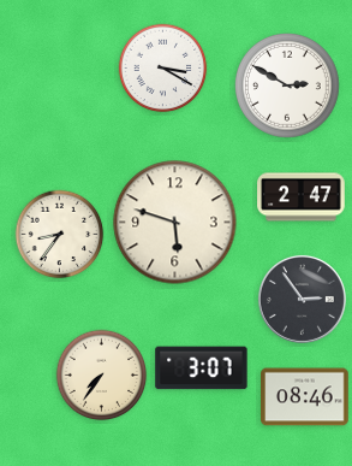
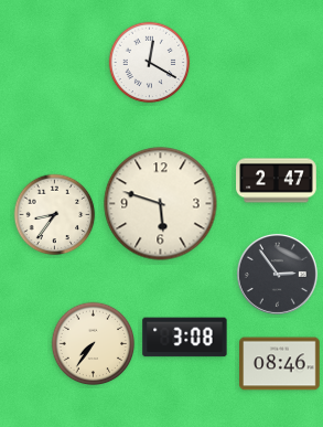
clock at (163, 69): 3:20 -> 12:20
clock at (288, 87): 2:50 -> none
clock at (202, 368): 3:07 -> 3:08
